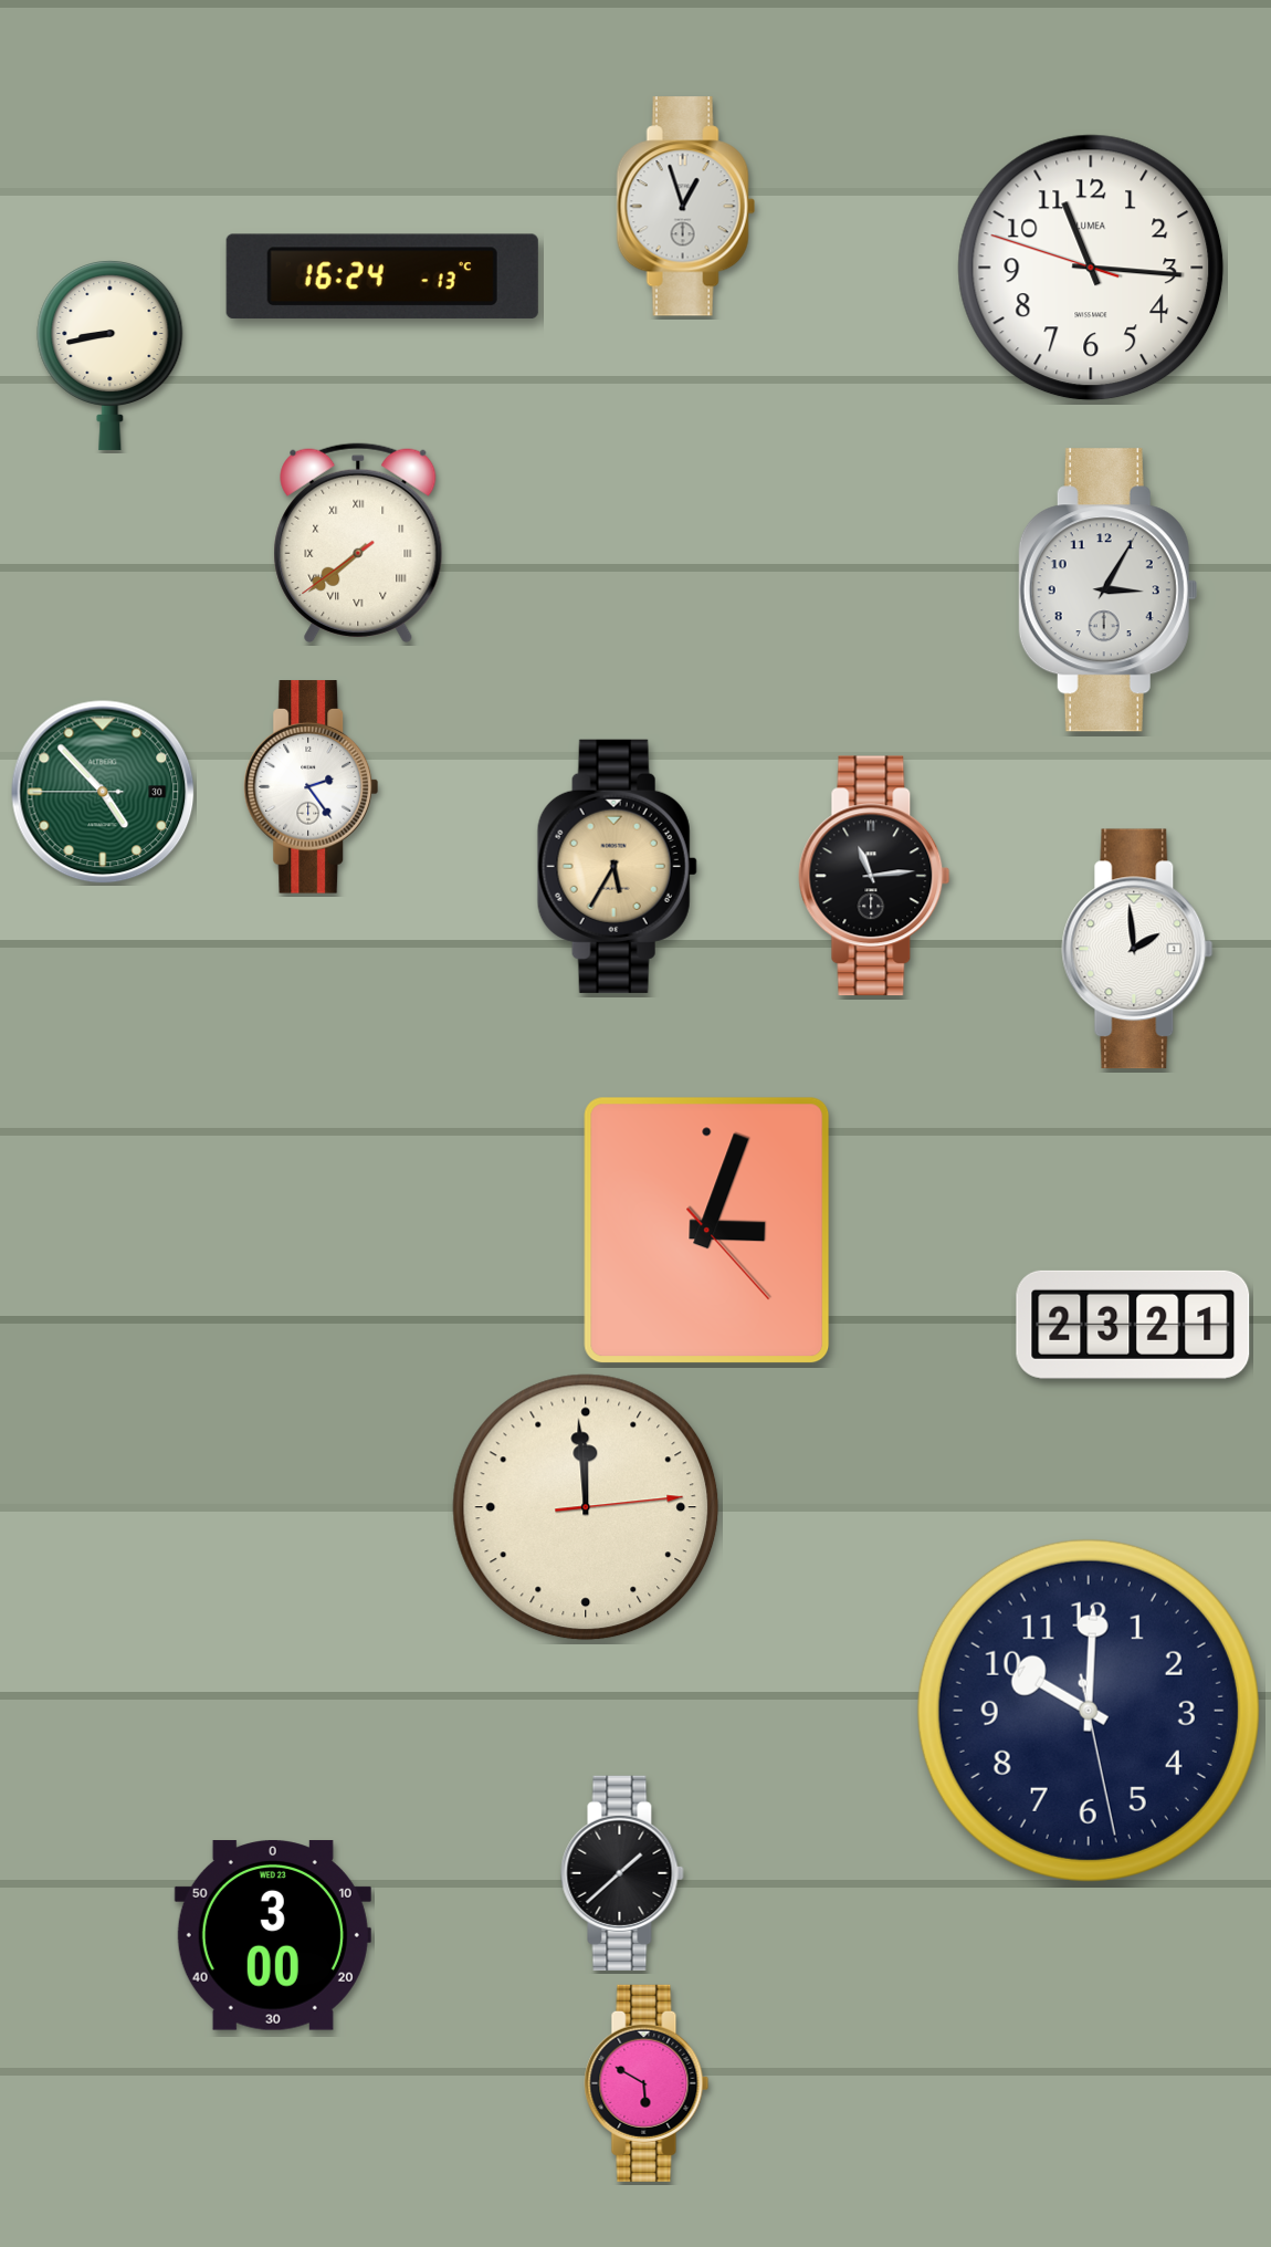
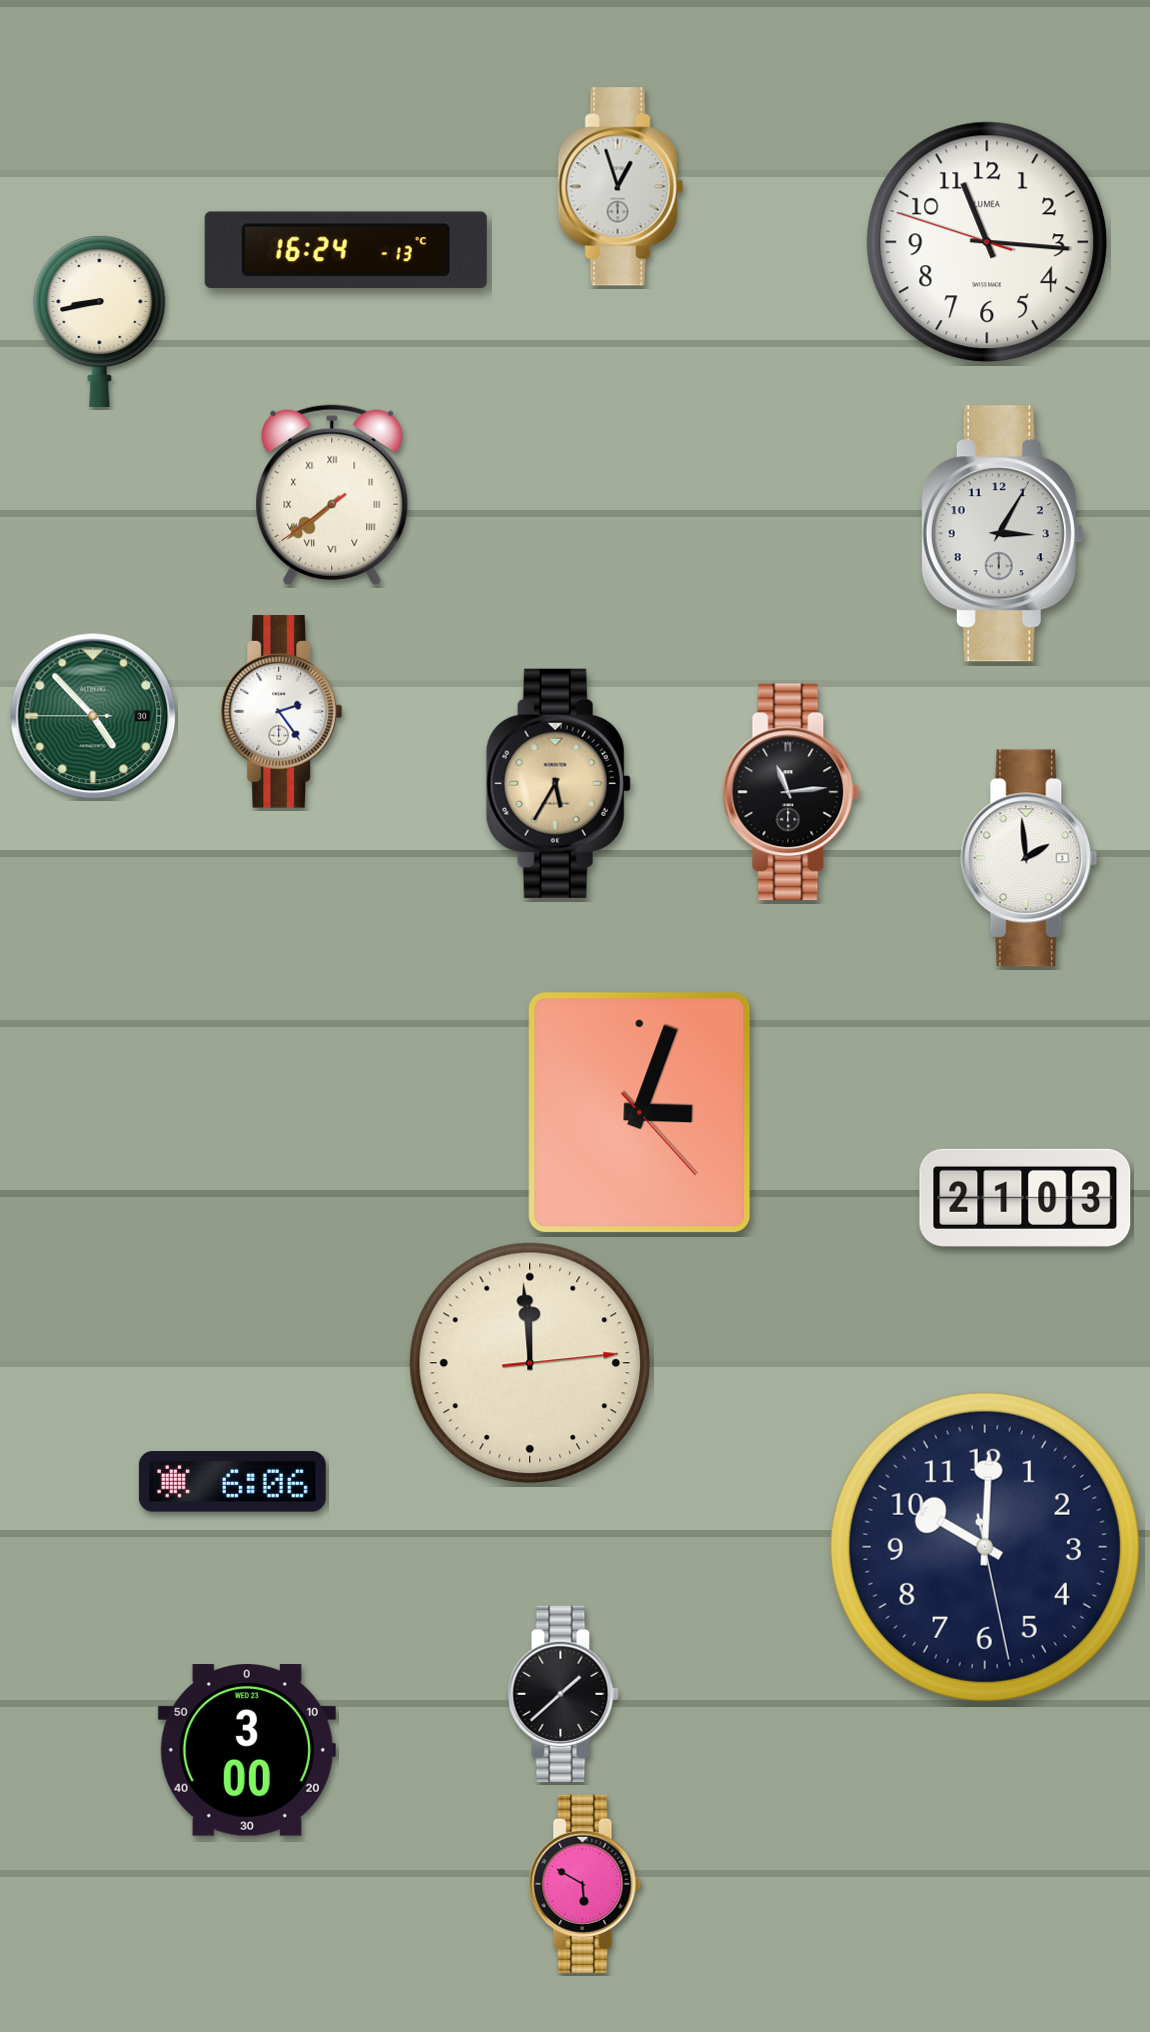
clock at (358, 543) position: (358, 543) -> (332, 495)
clock at (1133, 1325): 23:21 -> 21:03
clock at (232, 1482): none -> 6:06
